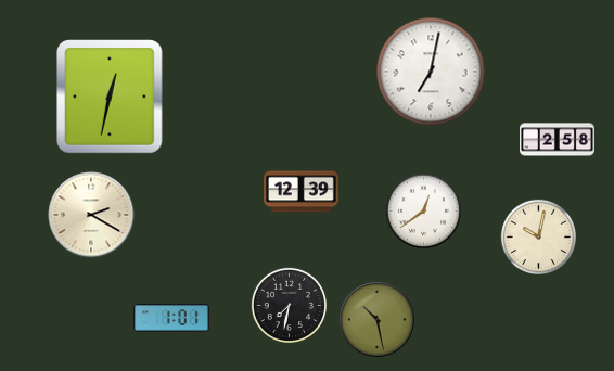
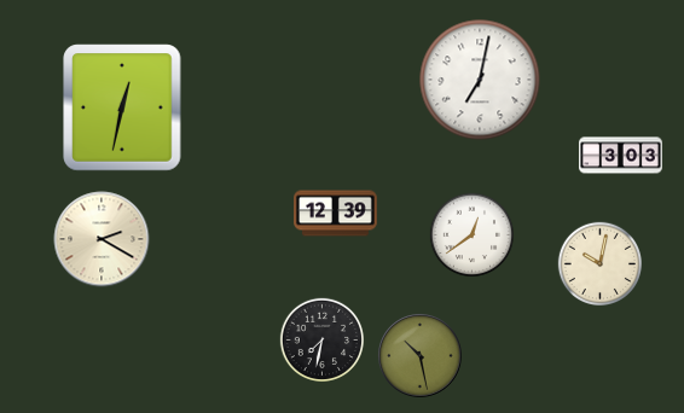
clock at (558, 140): 2:58 -> 3:03
clock at (171, 318): 1:01 -> none
